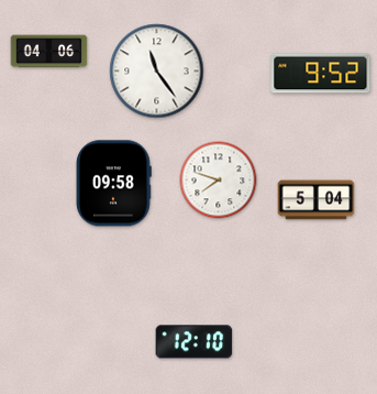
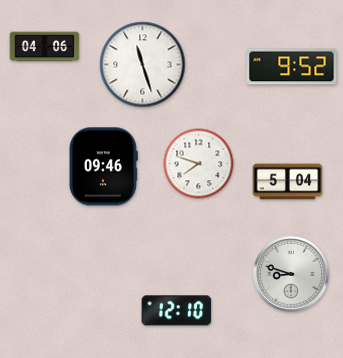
clock at (157, 72): 11:24 -> 11:27
clock at (113, 184): 09:58 -> 09:46
clock at (291, 274): none -> 8:48
